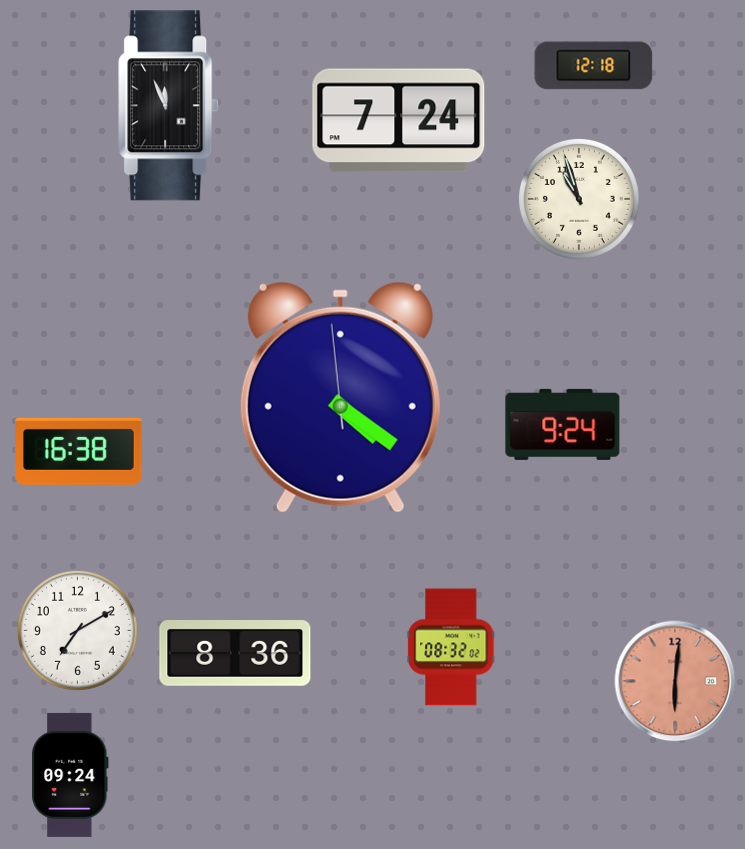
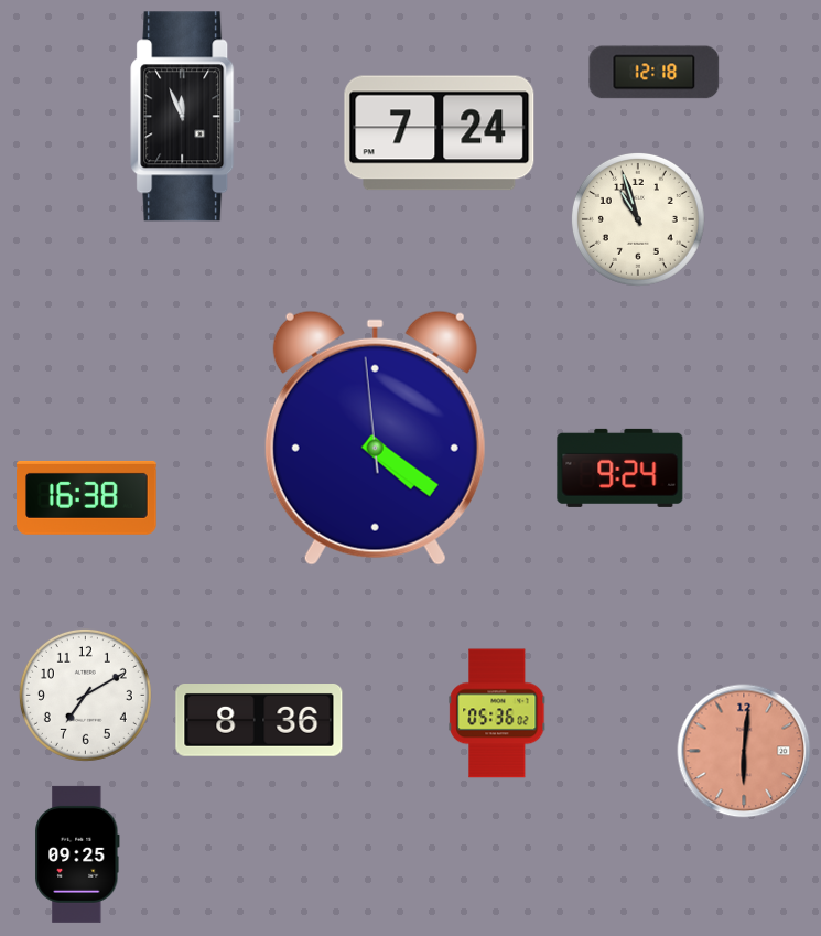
clock at (451, 647): 08:32 -> 05:36
clock at (70, 775): 09:24 -> 09:25
